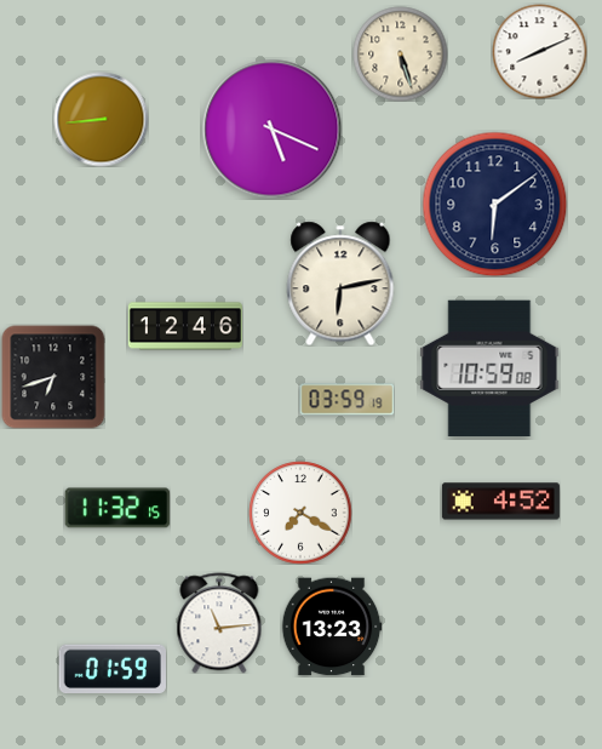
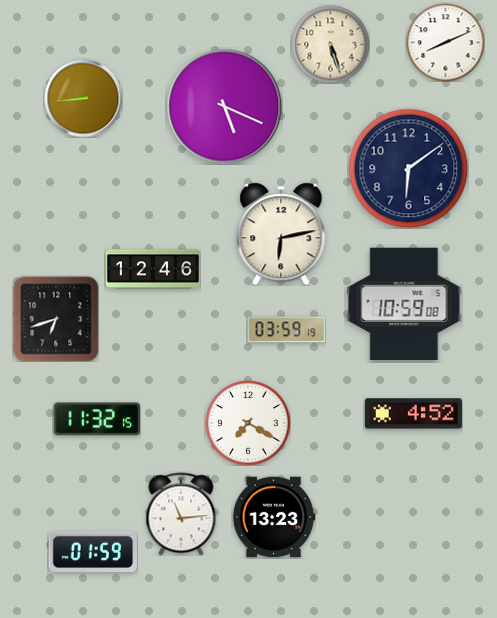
clock at (53, 377) position: (53, 377) -> (56, 319)
